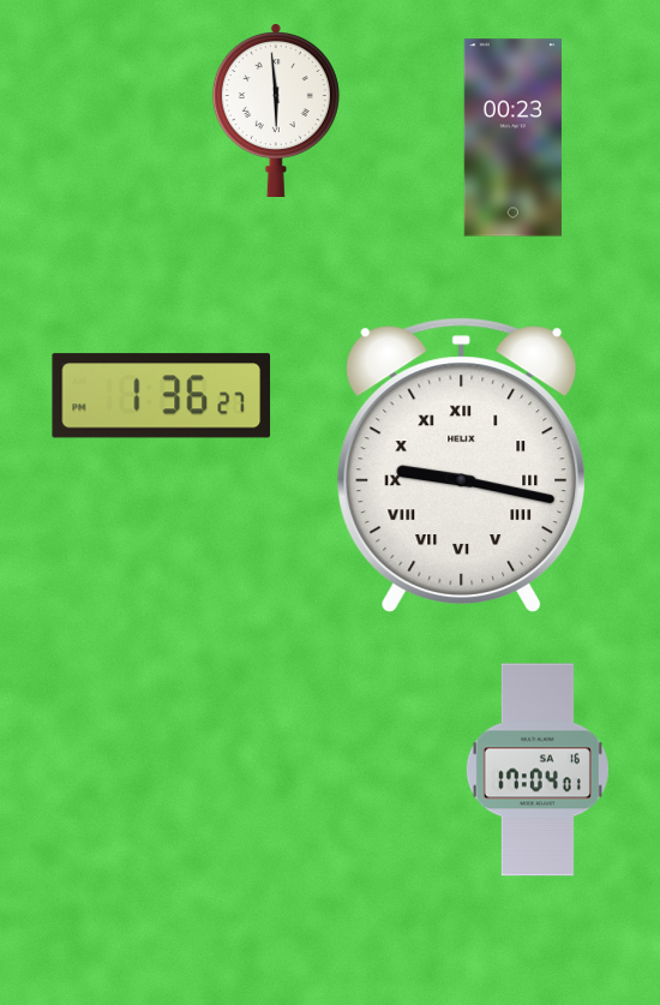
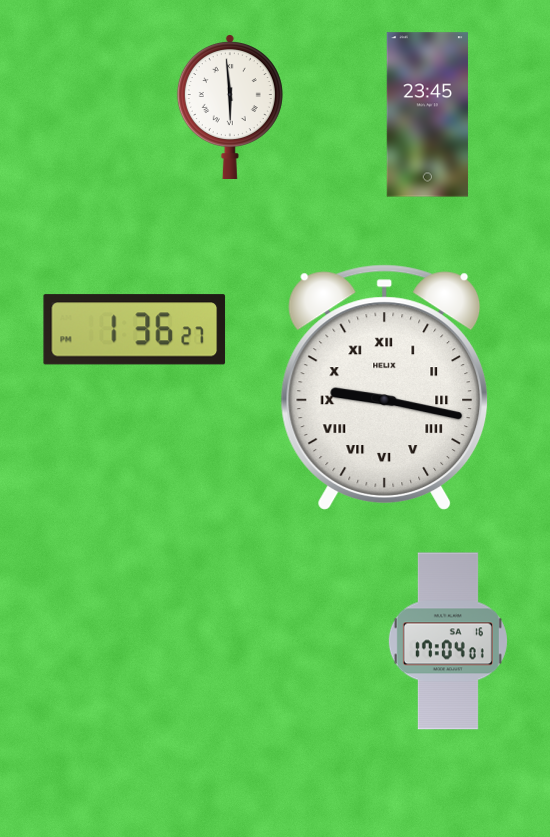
clock at (276, 110) position: (276, 110) -> (230, 107)
clock at (512, 138): 00:23 -> 23:45
